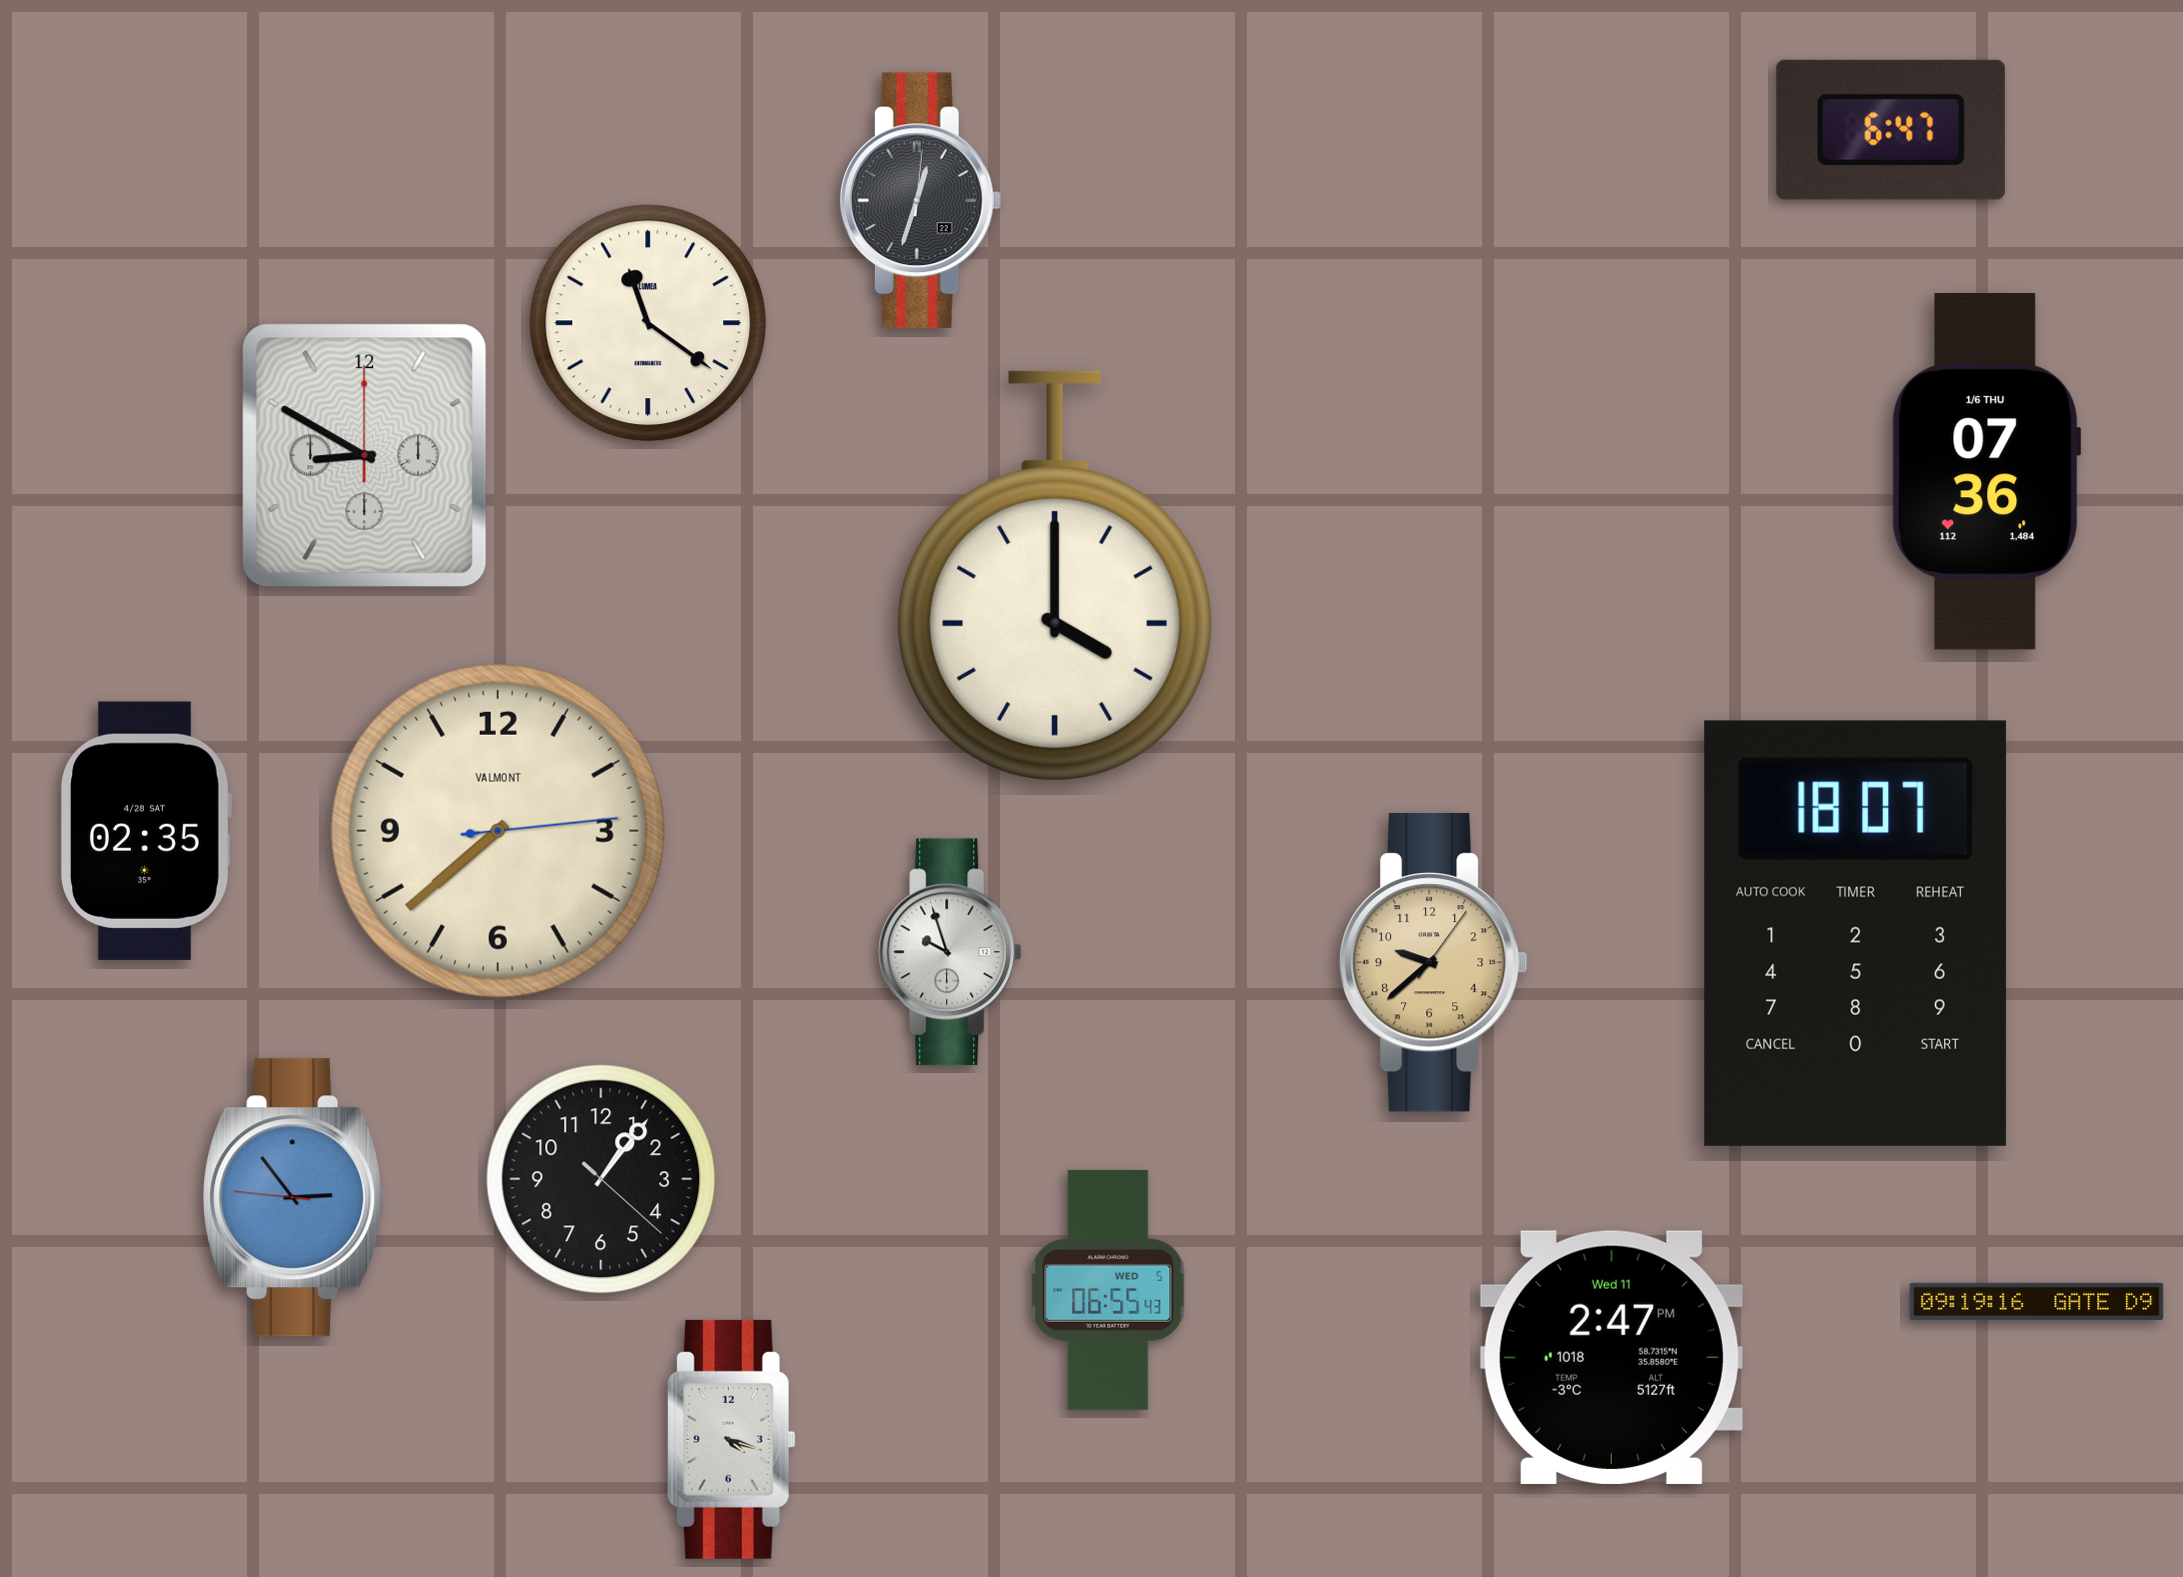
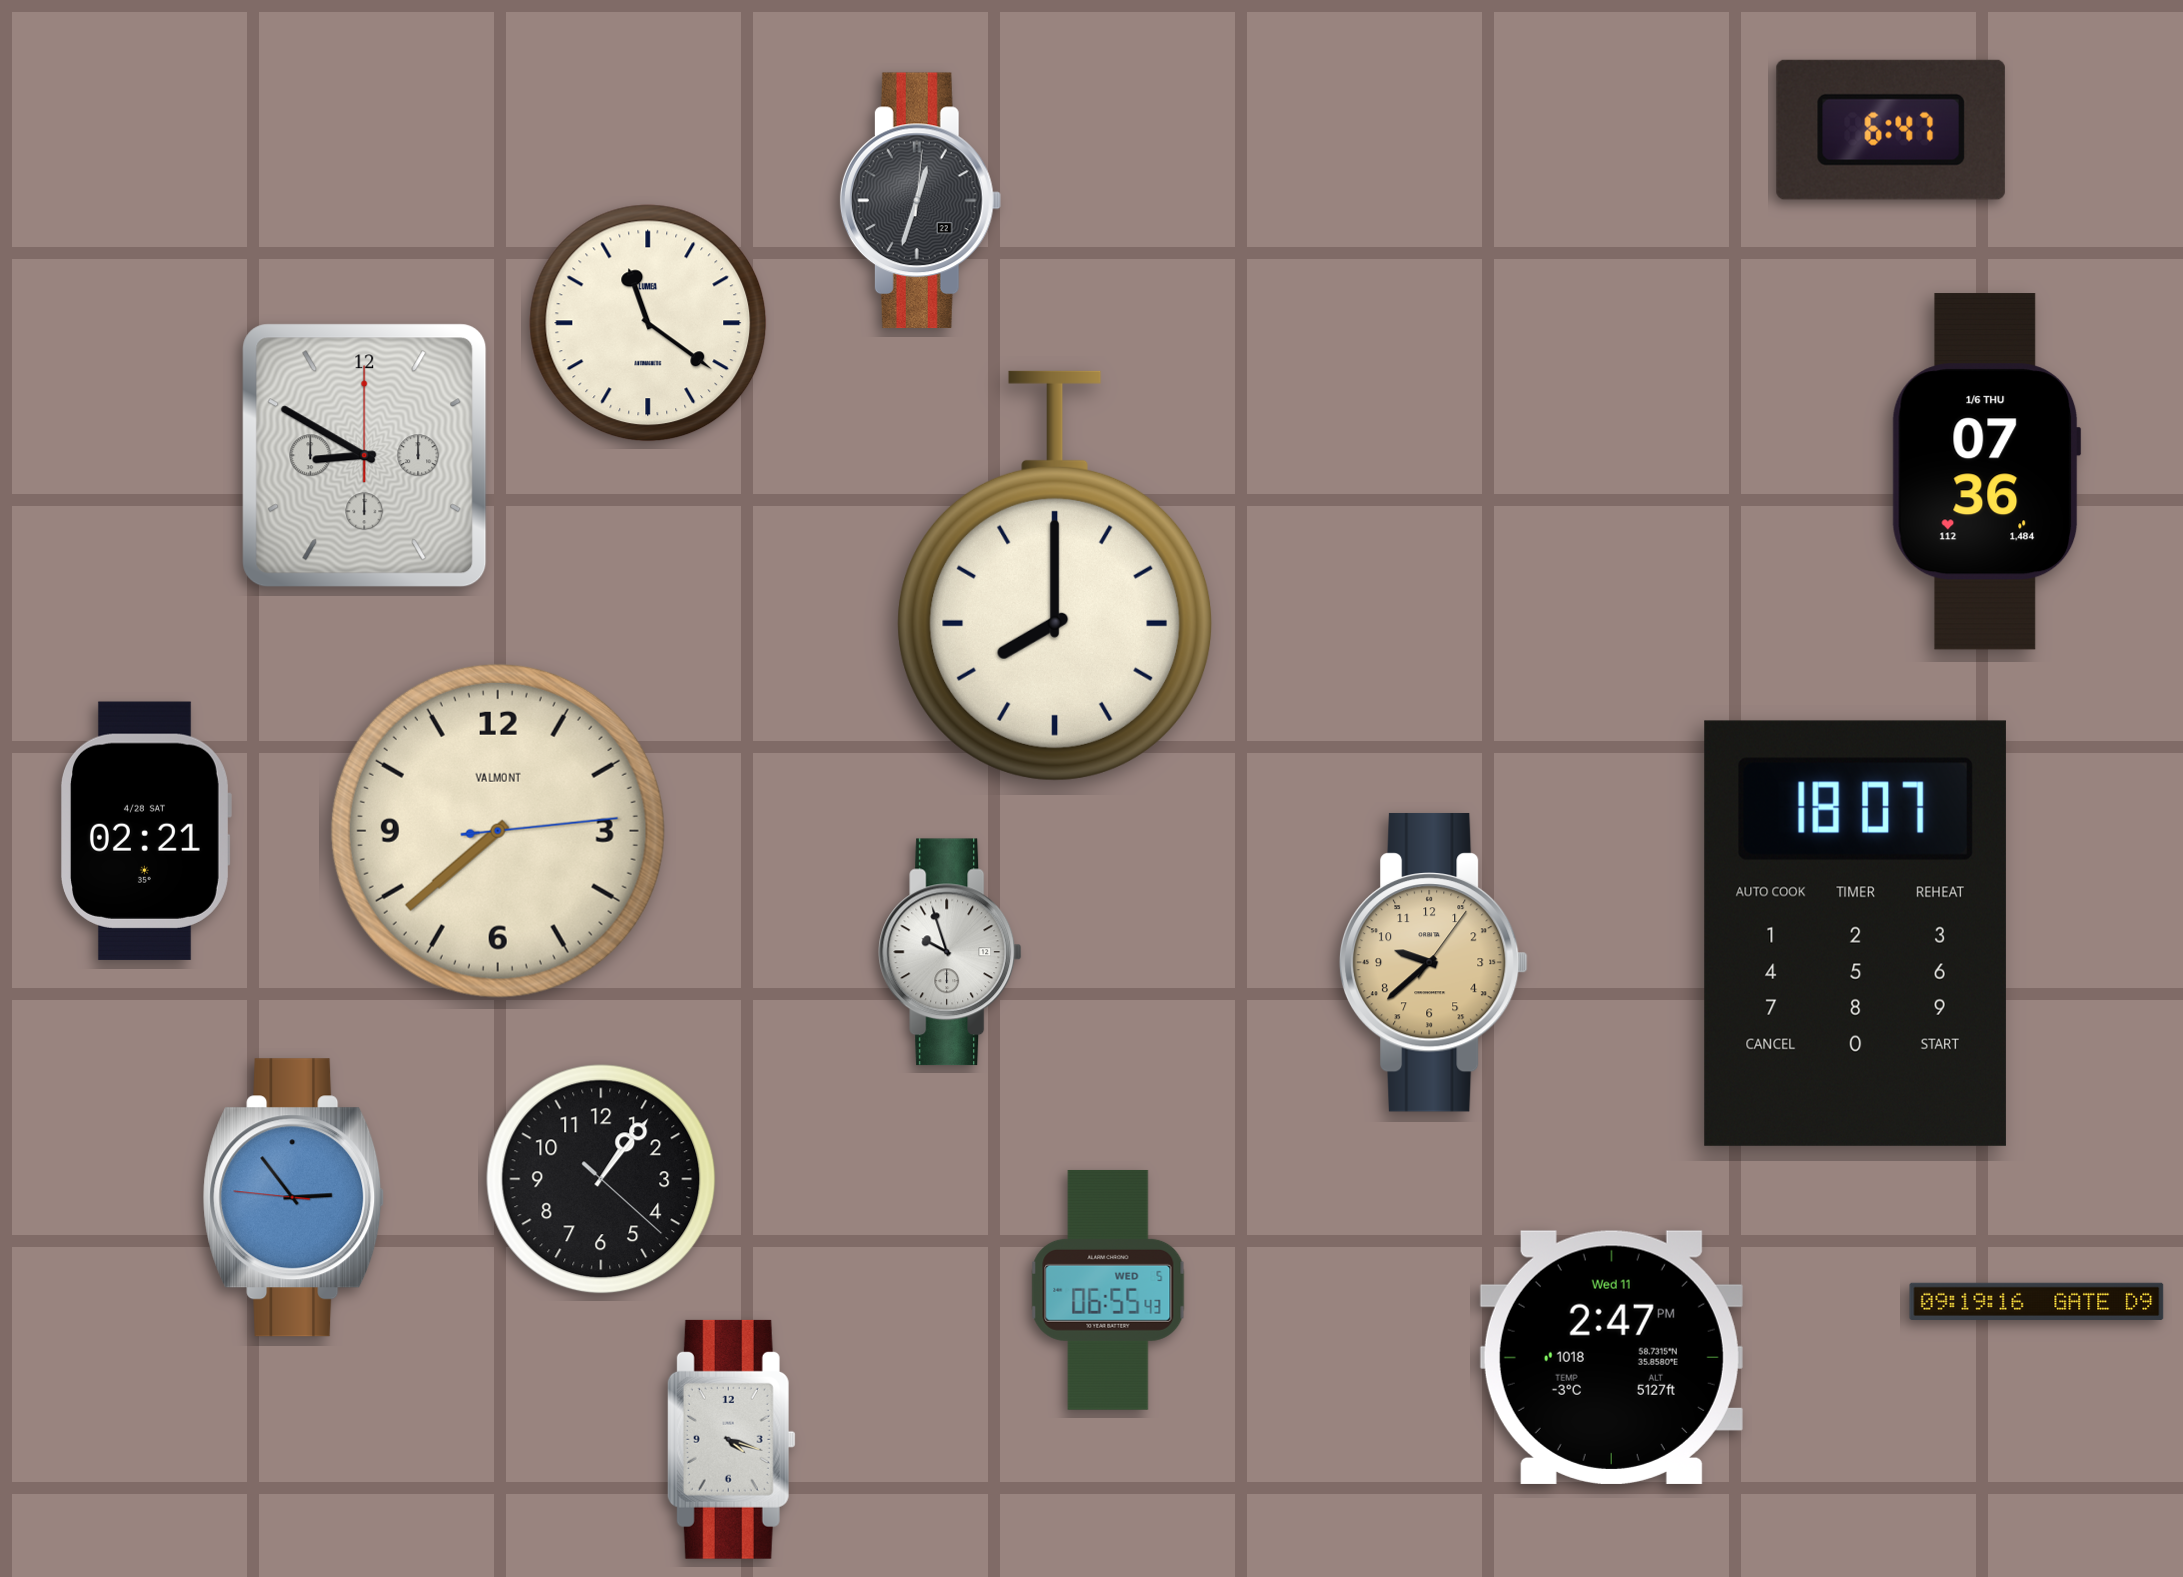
clock at (1055, 576): 4:00 -> 8:00
clock at (146, 831): 02:35 -> 02:21
